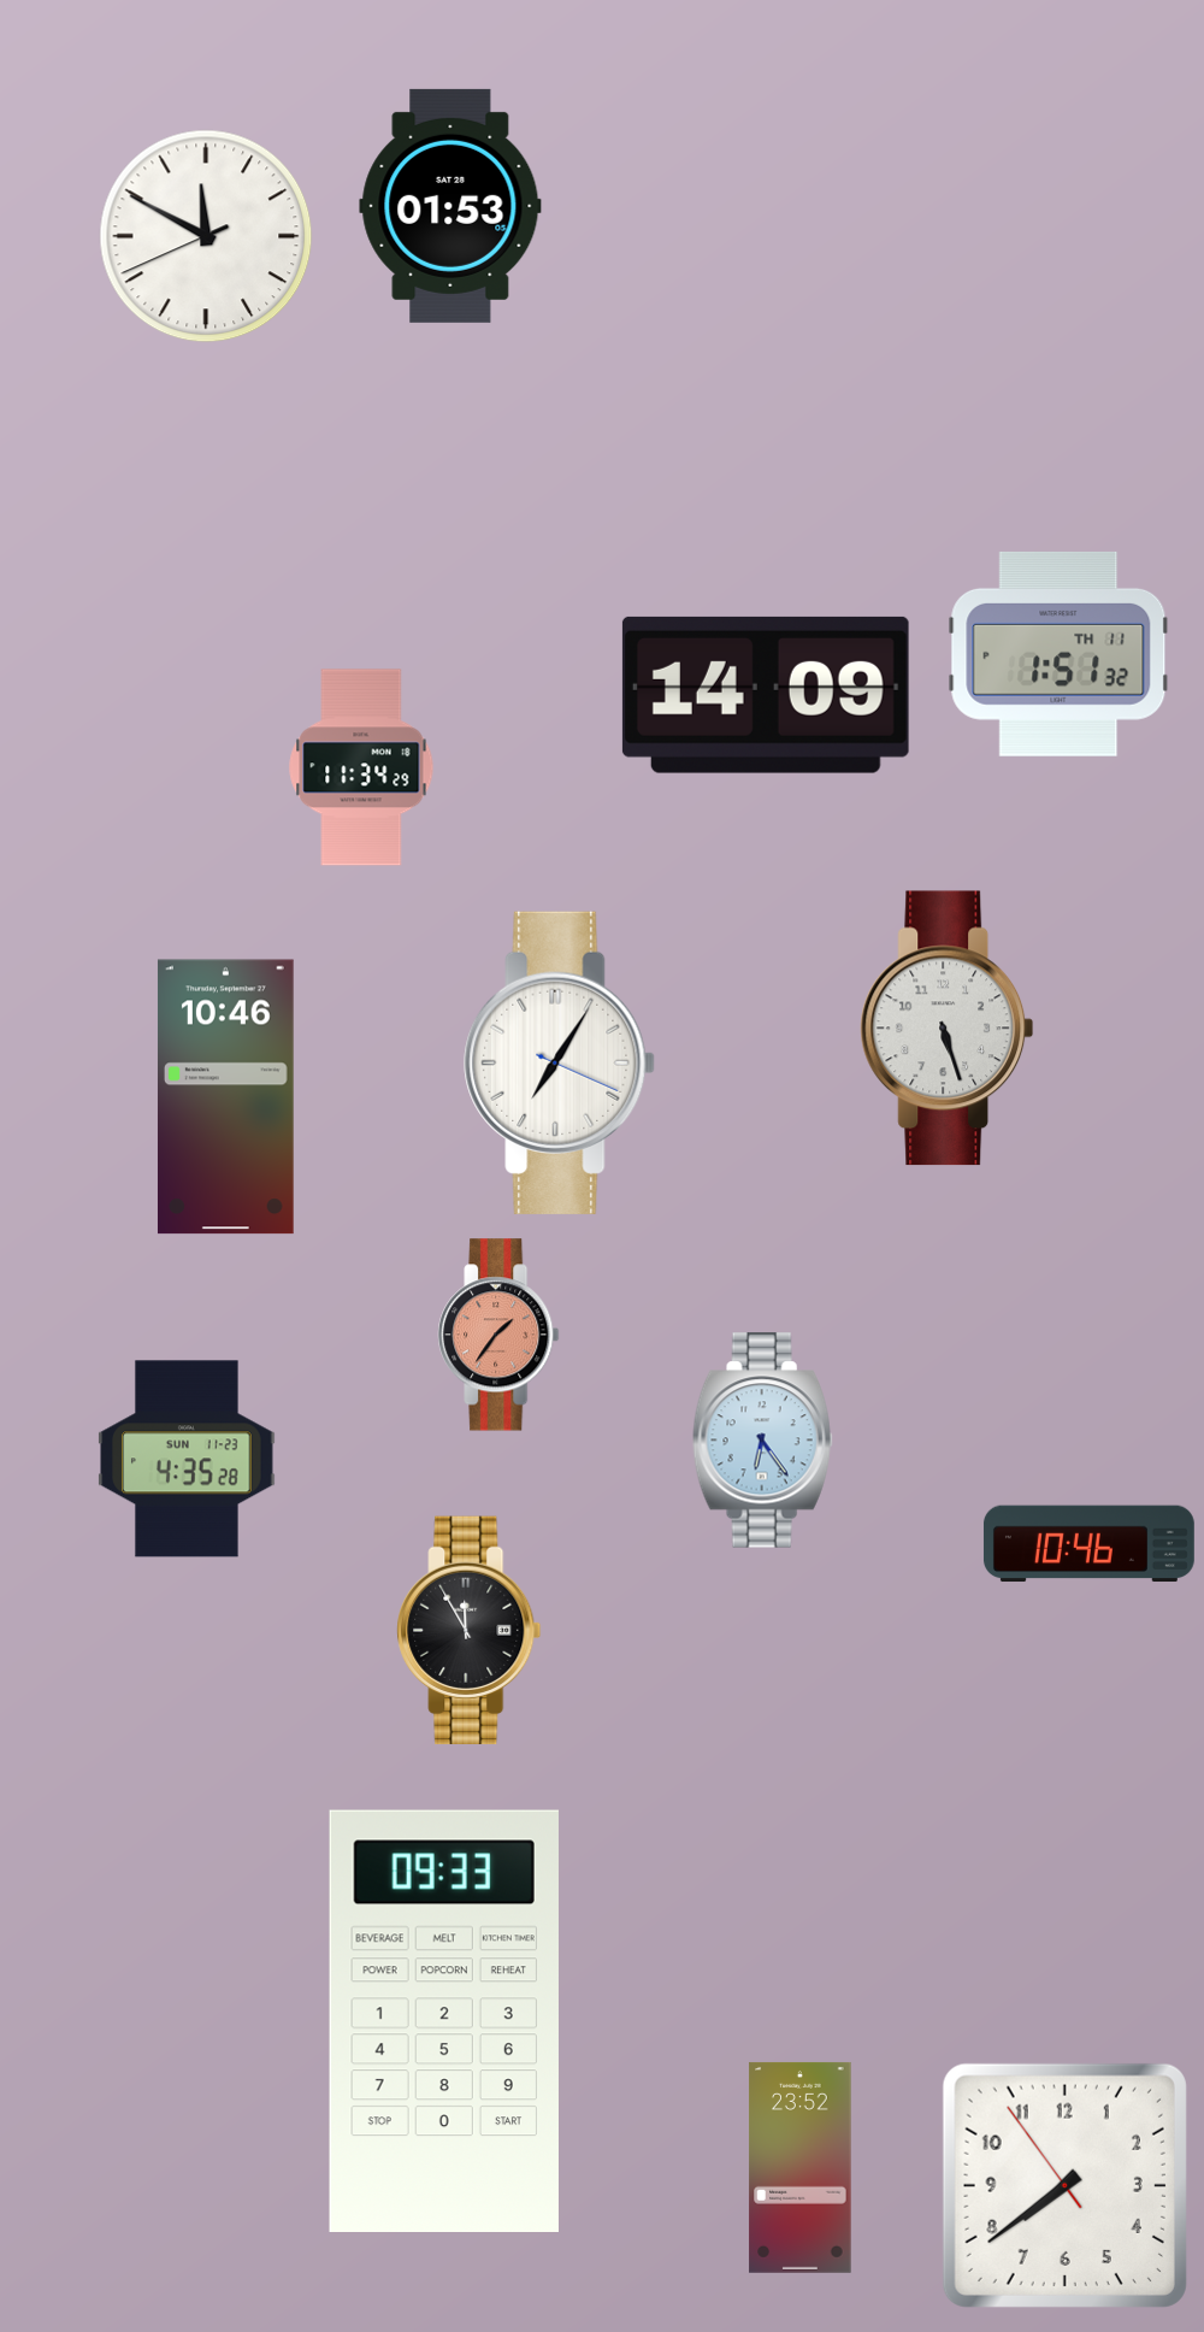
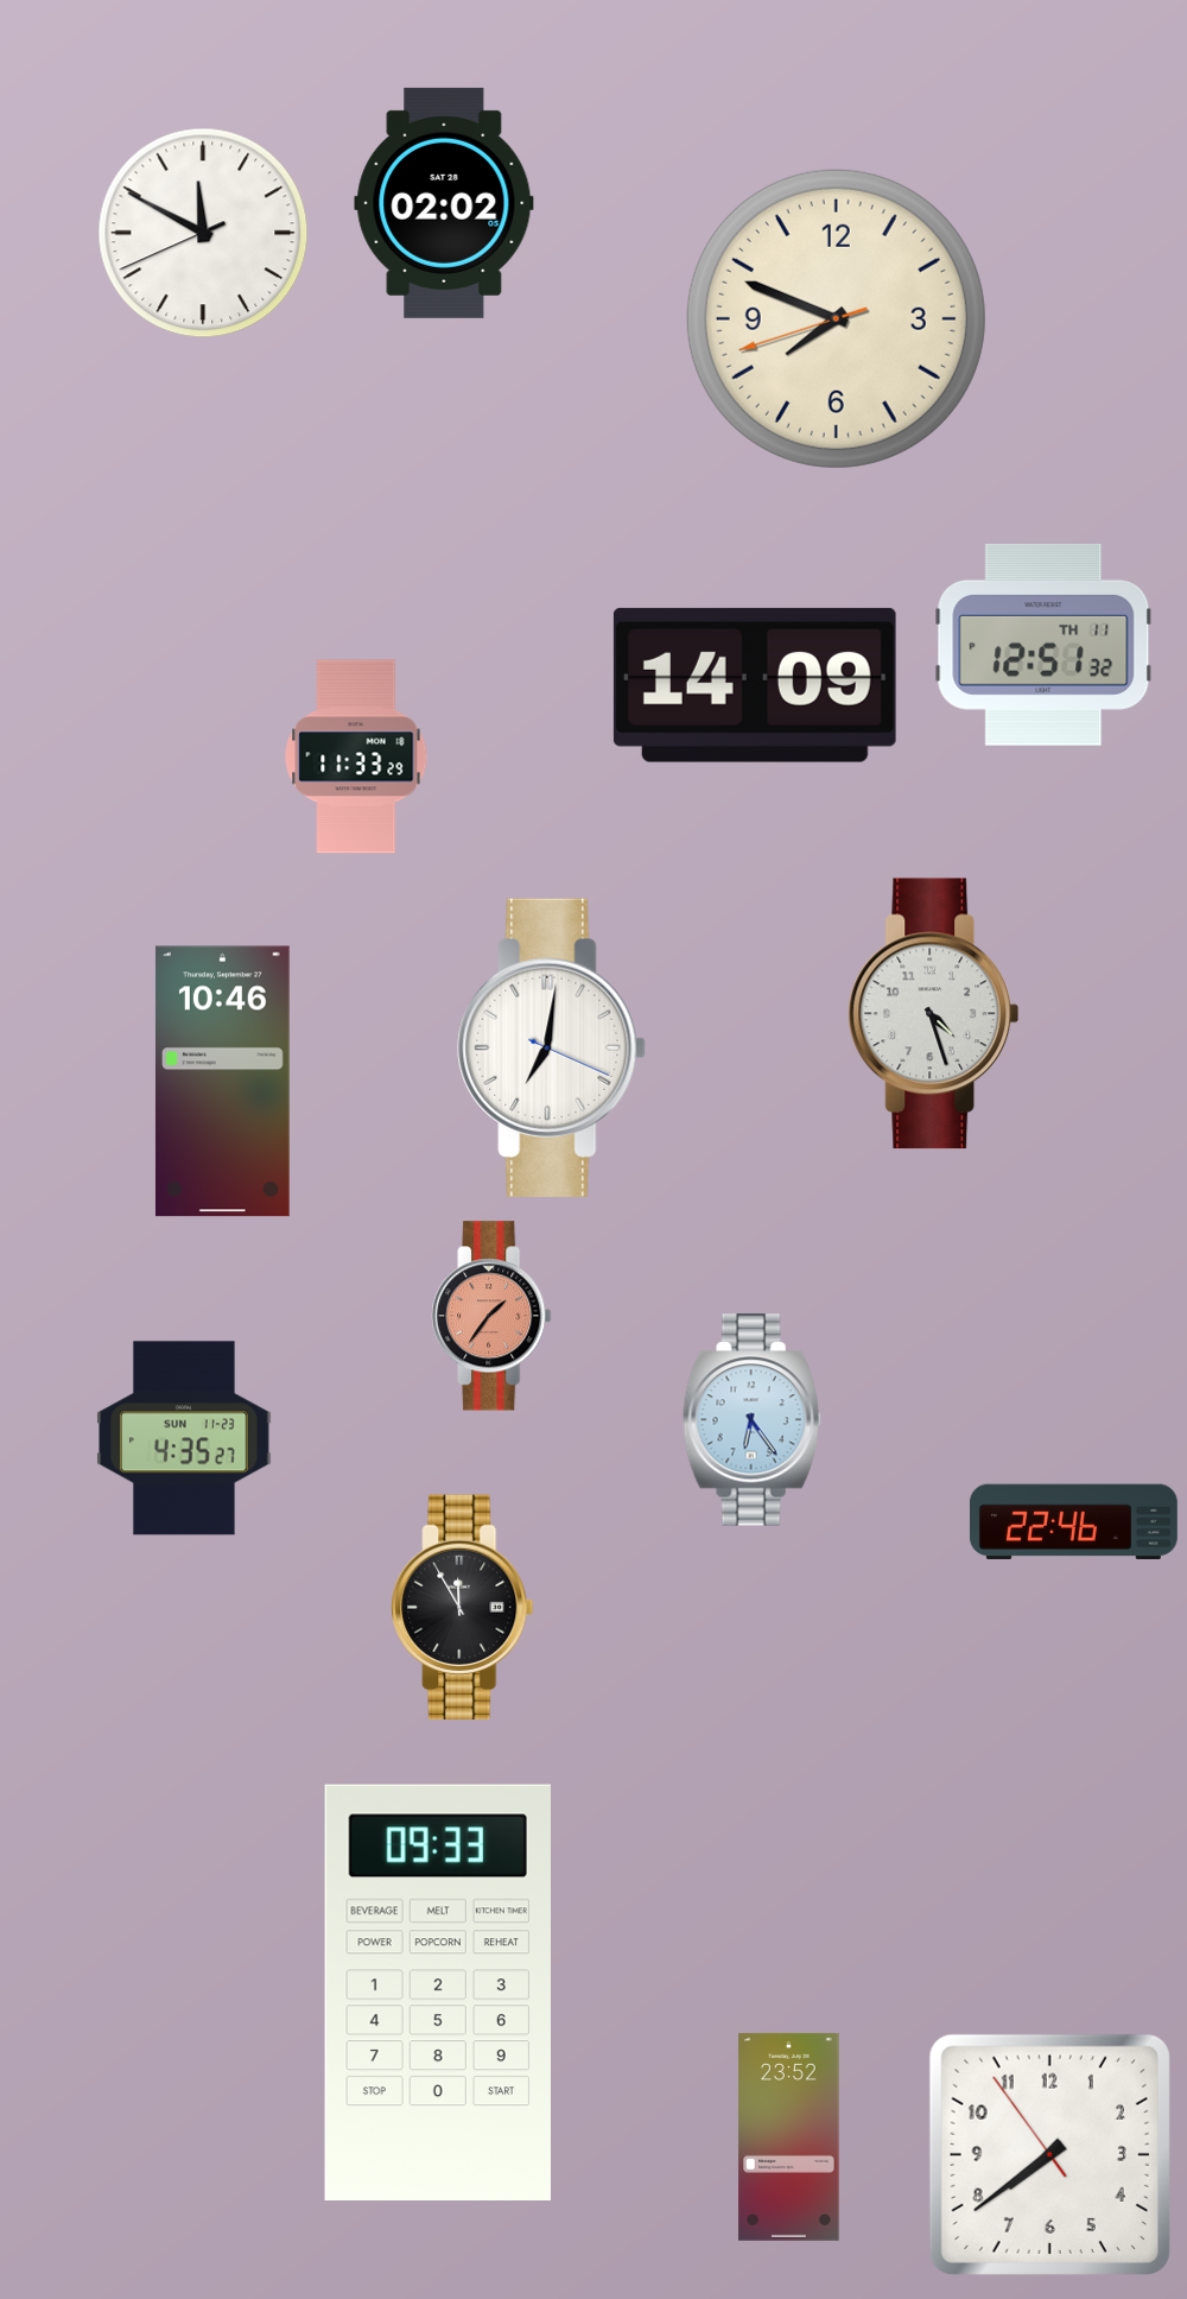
clock at (450, 206): 01:53 -> 02:02
clock at (836, 318): none -> 7:48
clock at (1058, 654): 1:51 -> 12:51
clock at (361, 767): 11:34 -> 11:33
clock at (948, 1029): 5:27 -> 4:27
clock at (560, 1062): 7:05 -> 7:01
clock at (187, 1459): 4:35:28 -> 4:35:27
clock at (1088, 1544): 10:46 -> 22:46
